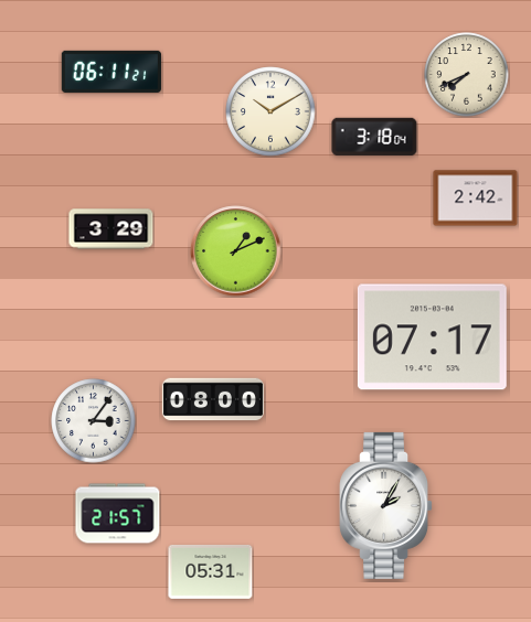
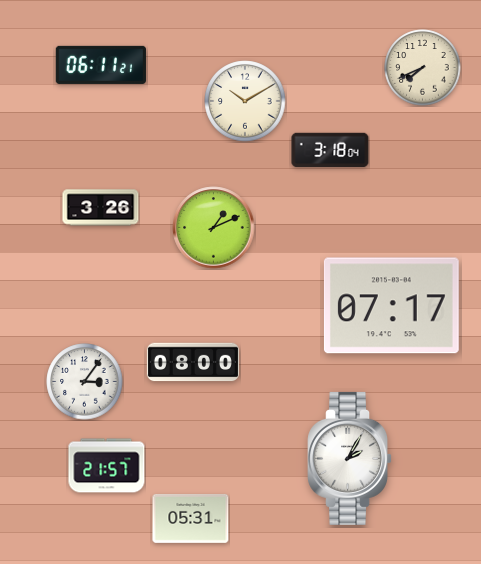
clock at (374, 137) position: (374, 137) -> (330, 150)
clock at (476, 199): 2:42 -> none
clock at (111, 229): 3:29 -> 3:26
